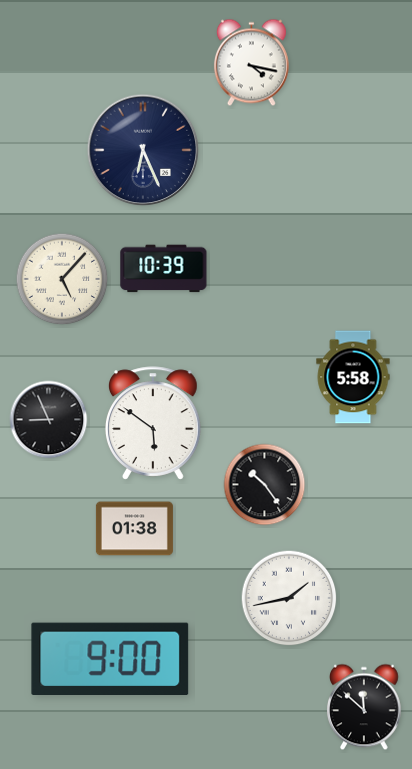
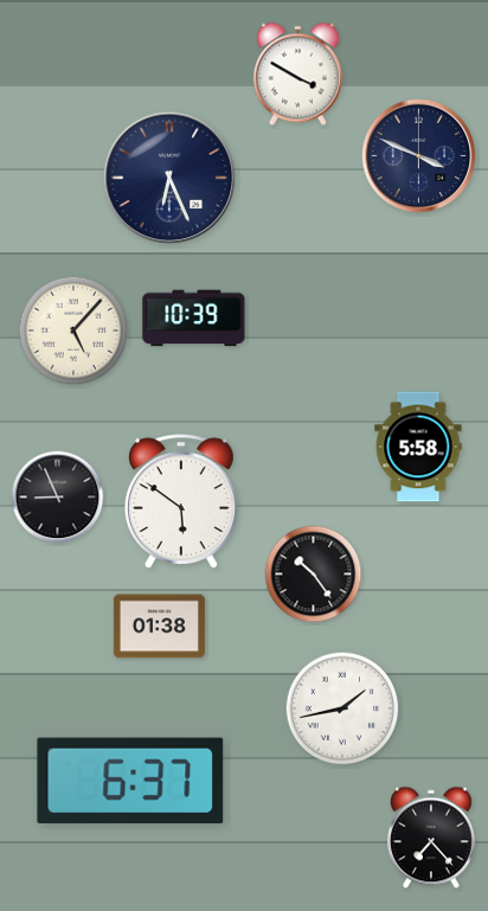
clock at (251, 63): 4:17 -> 3:50
clock at (419, 156): none -> 3:49
clock at (110, 658): 9:00 -> 6:37
clock at (365, 707): 11:52 -> 7:23
